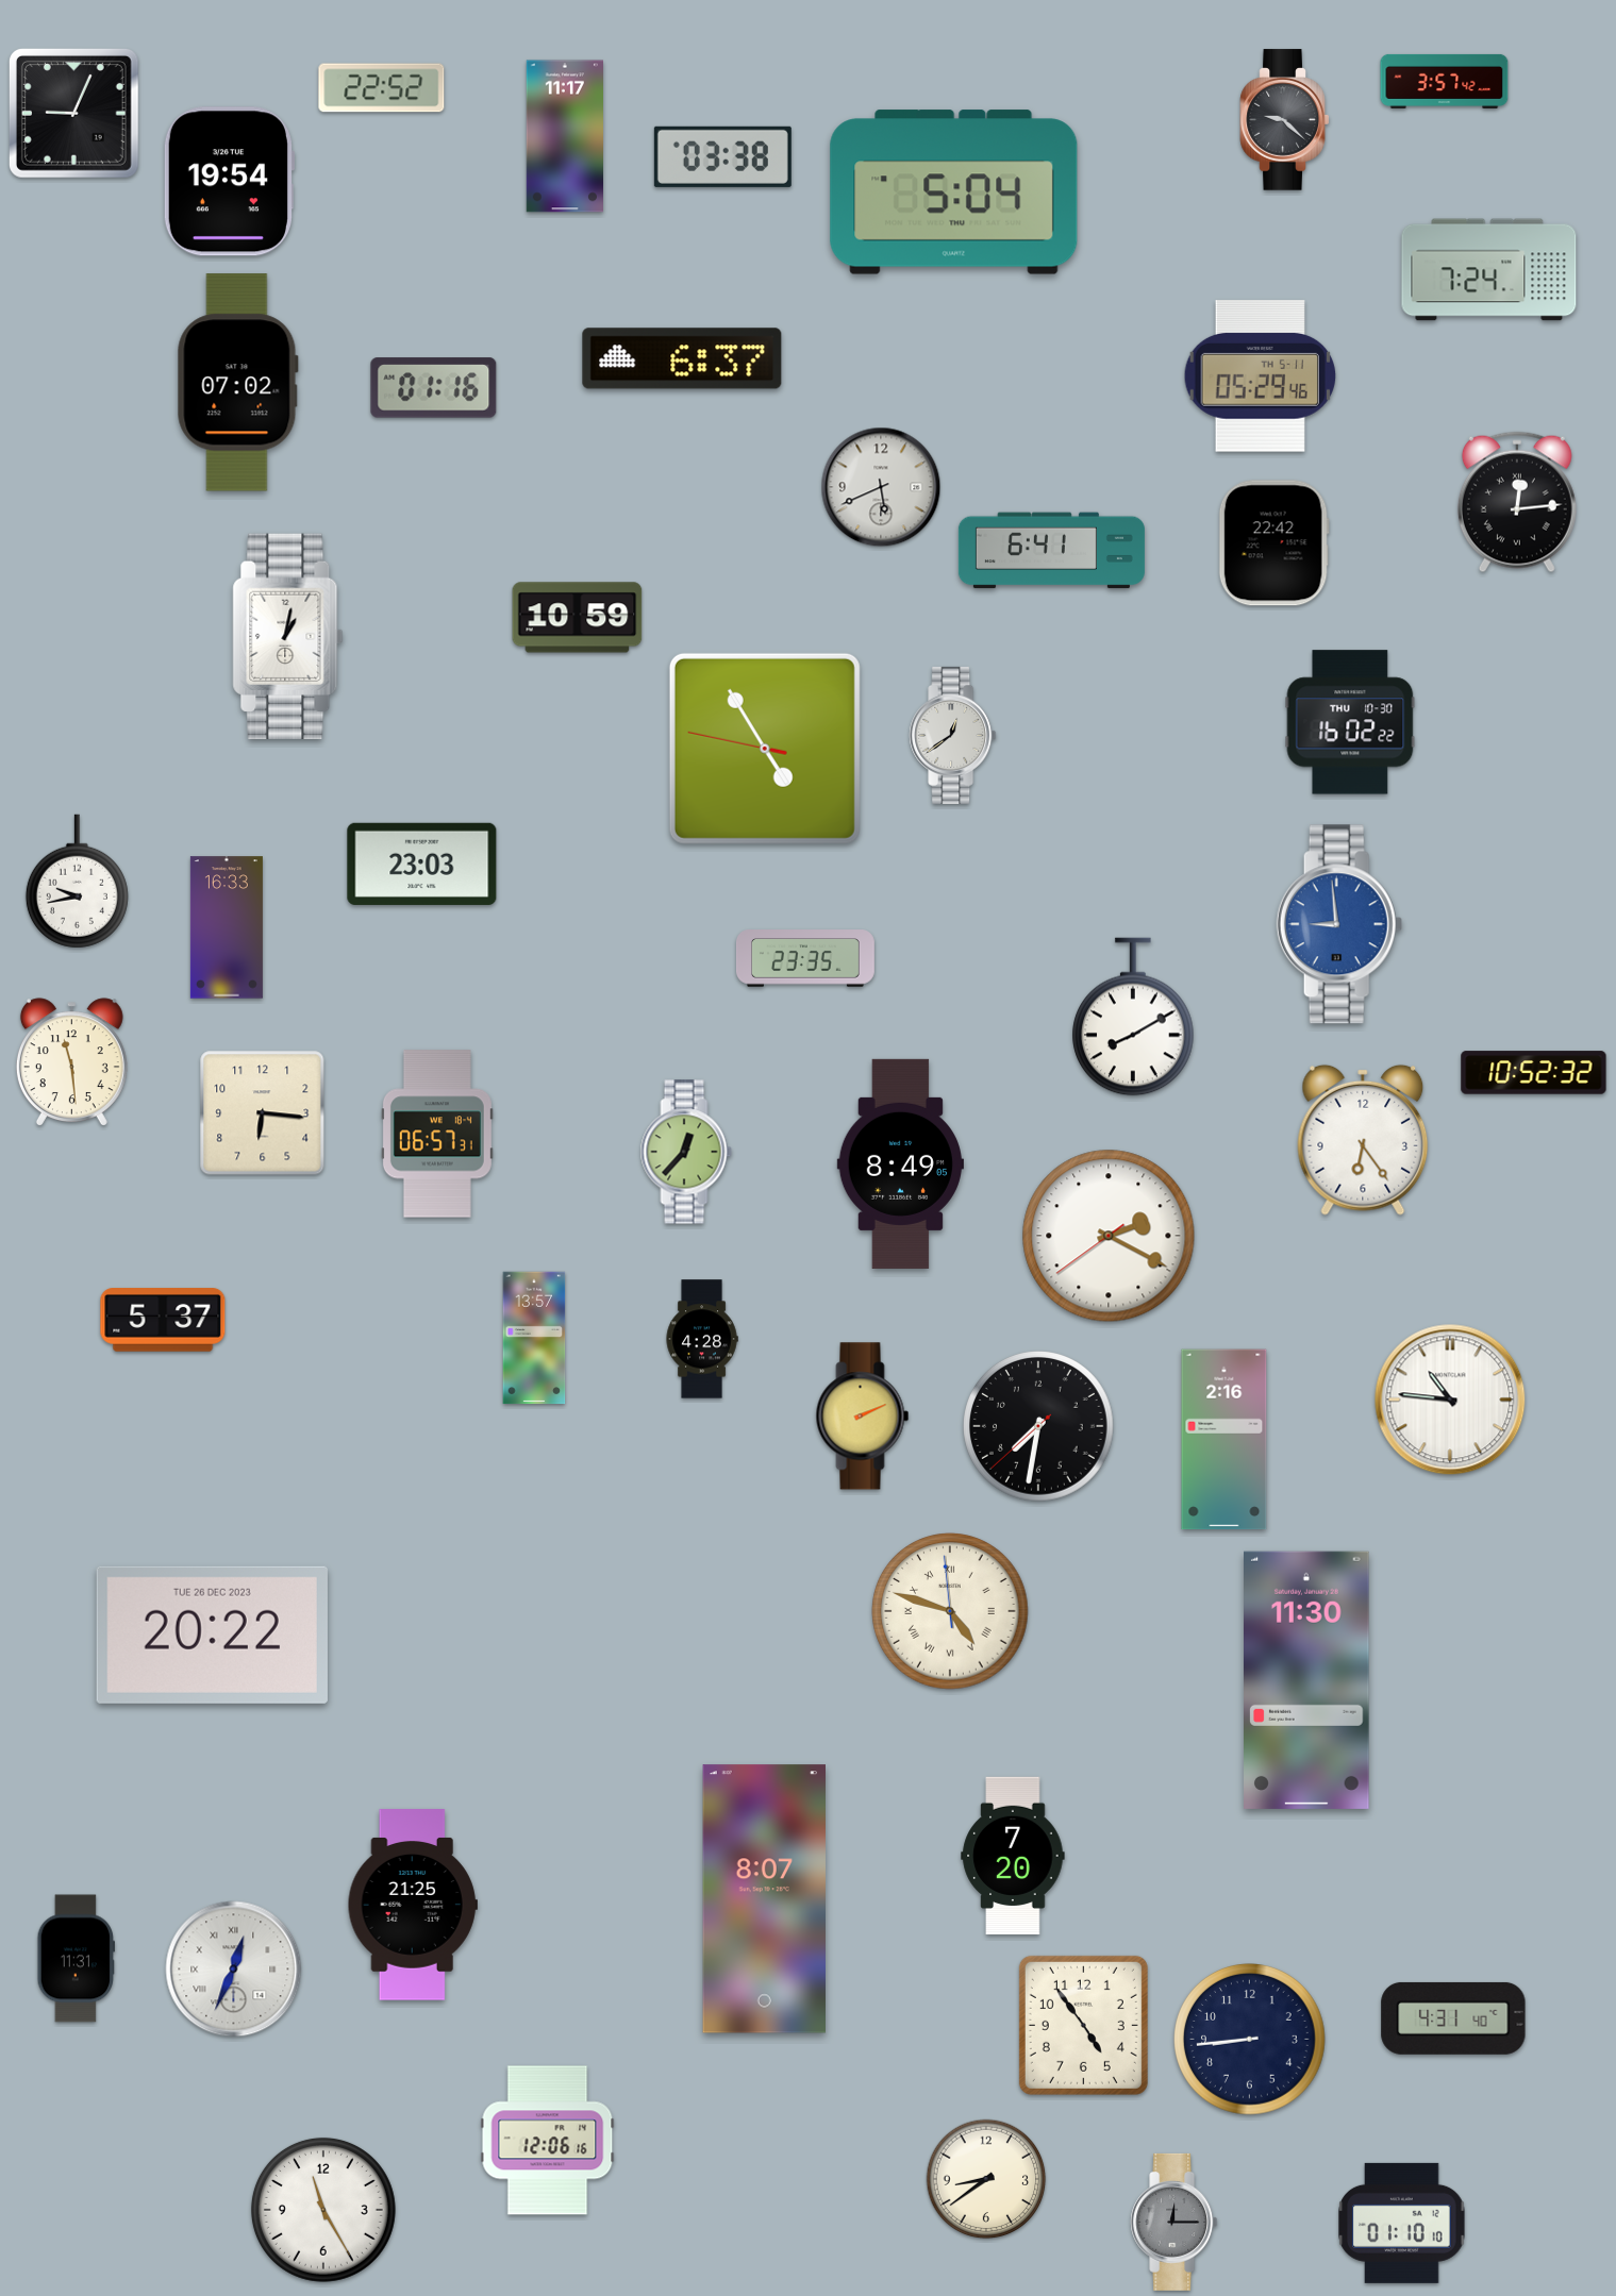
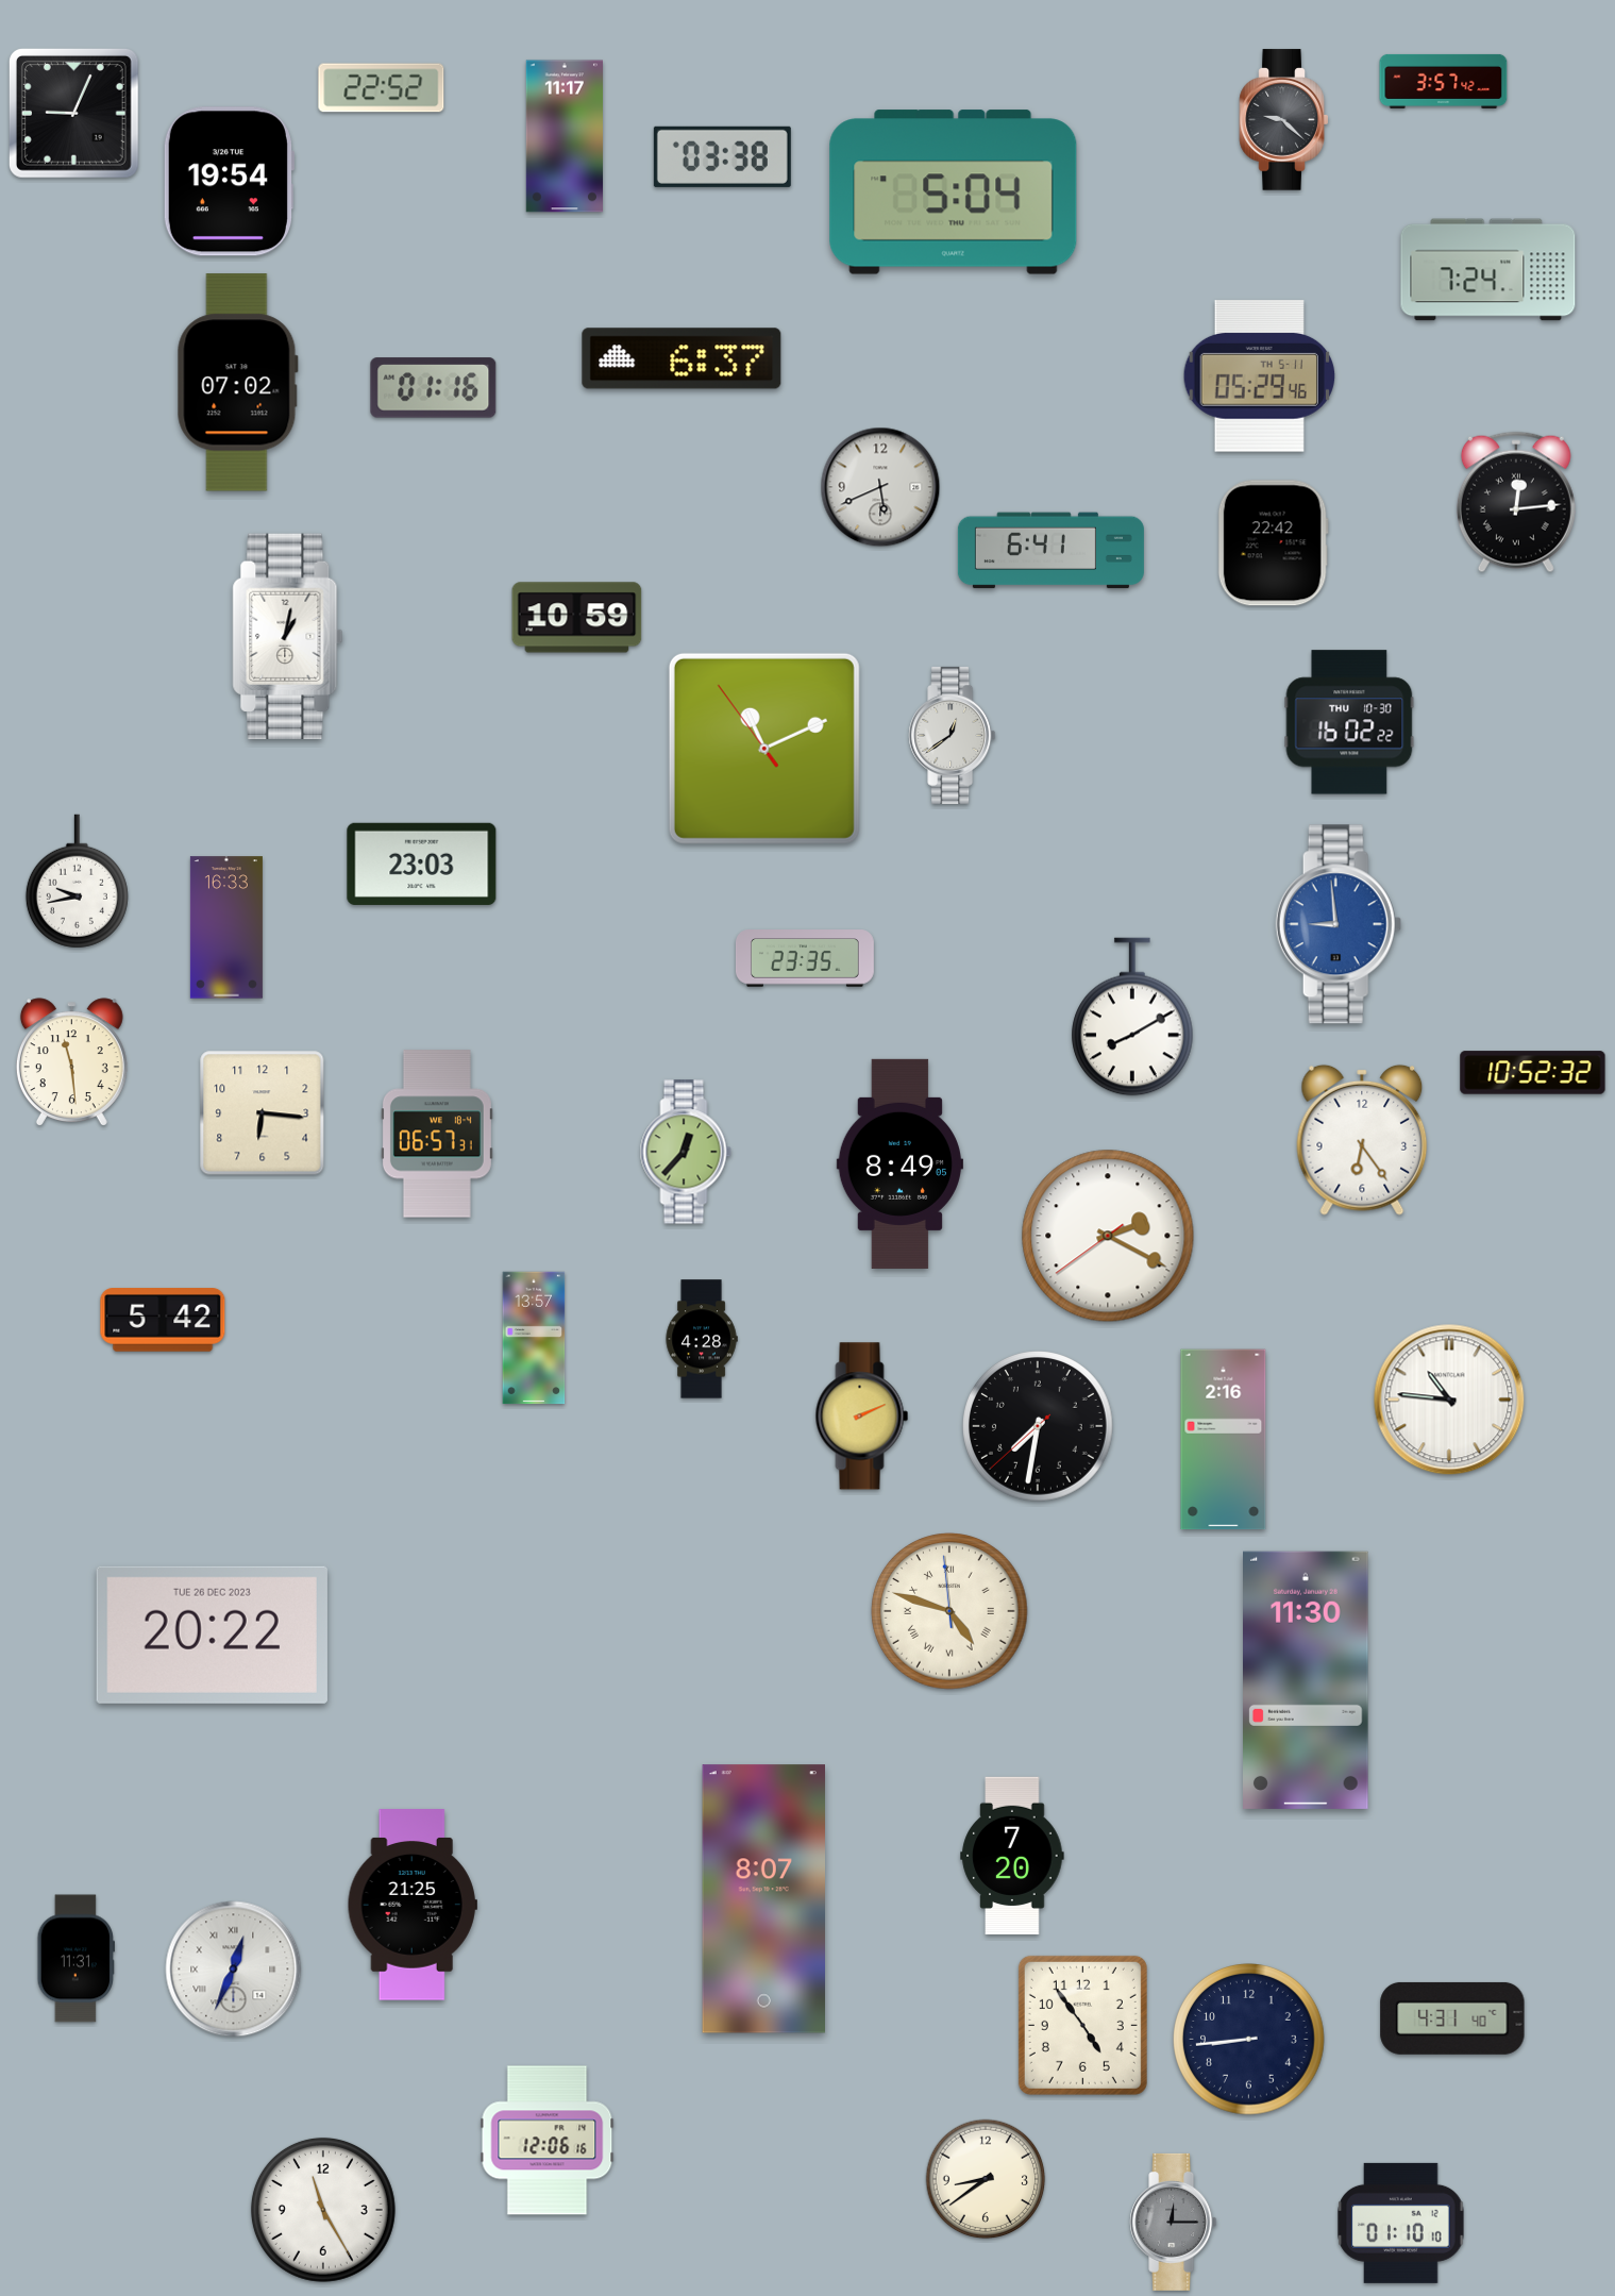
clock at (765, 749): 4:54 -> 11:10
clock at (163, 1320): 5:37 -> 5:42
